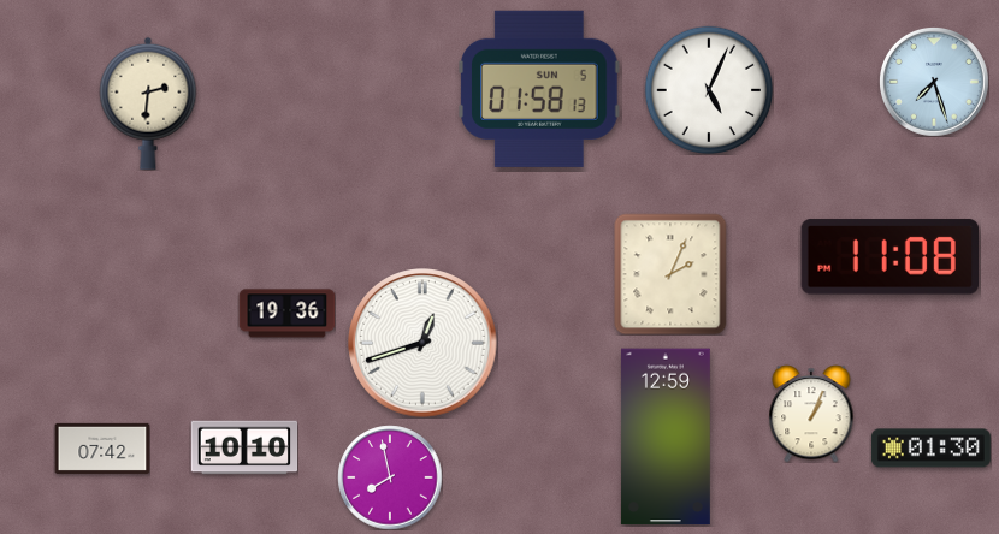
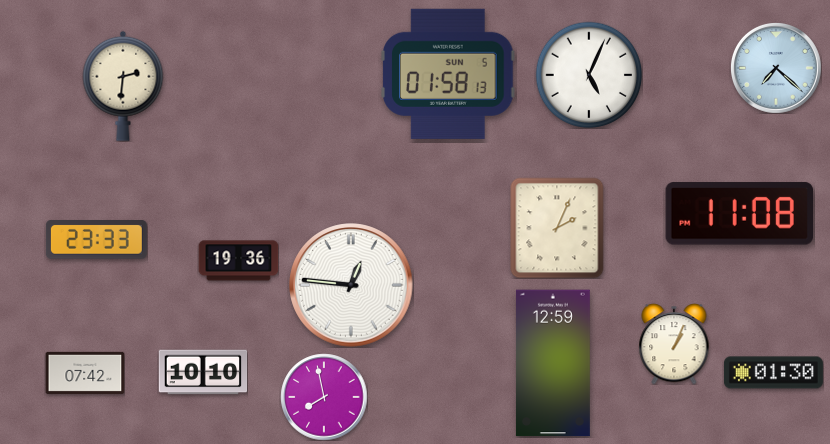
clock at (934, 82): 7:27 -> 7:22
clock at (96, 240): none -> 23:33
clock at (422, 343): 12:42 -> 12:46
